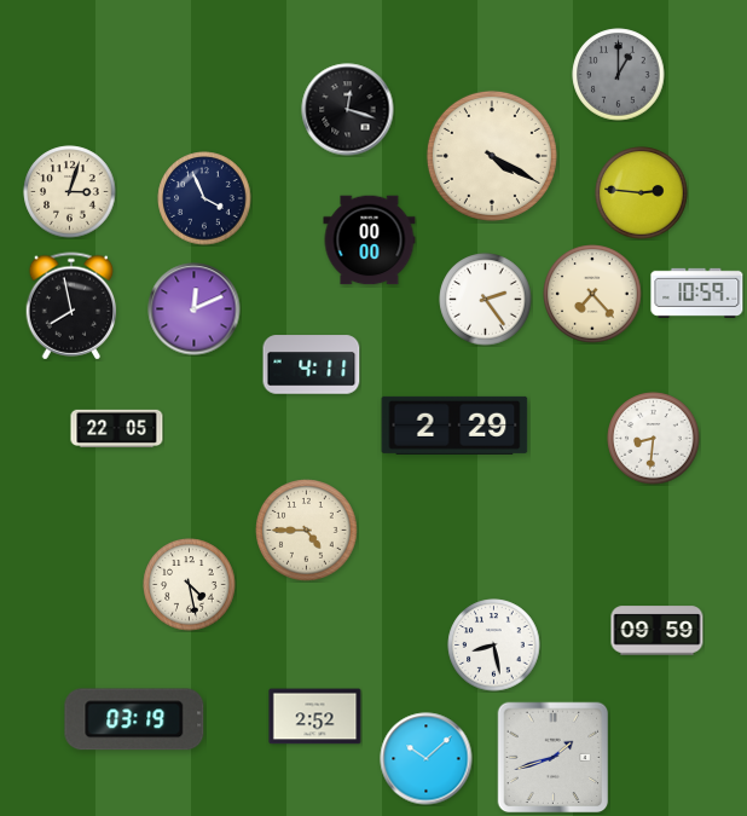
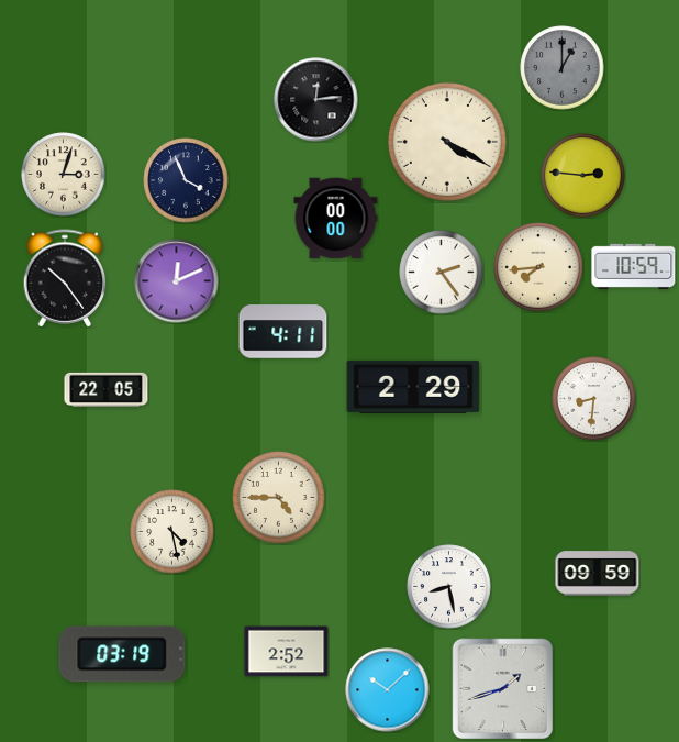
clock at (348, 110): 12:18 -> 12:14
clock at (592, 294): 7:23 -> 7:44
clock at (71, 306): 7:58 -> 10:24
clock at (307, 531) position: (307, 531) -> (279, 498)
